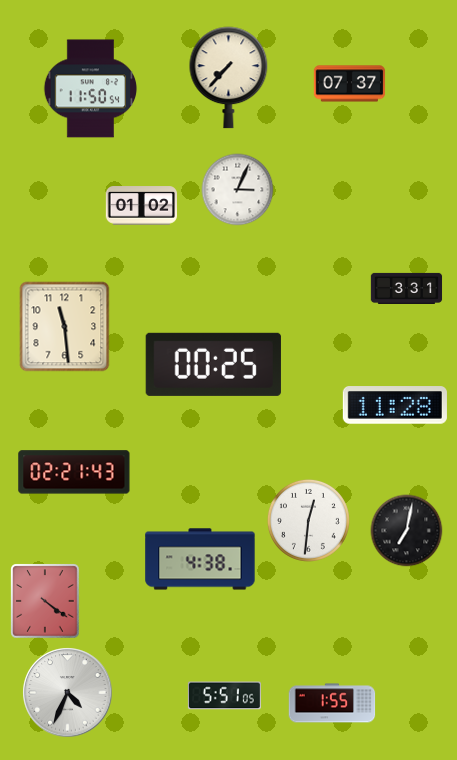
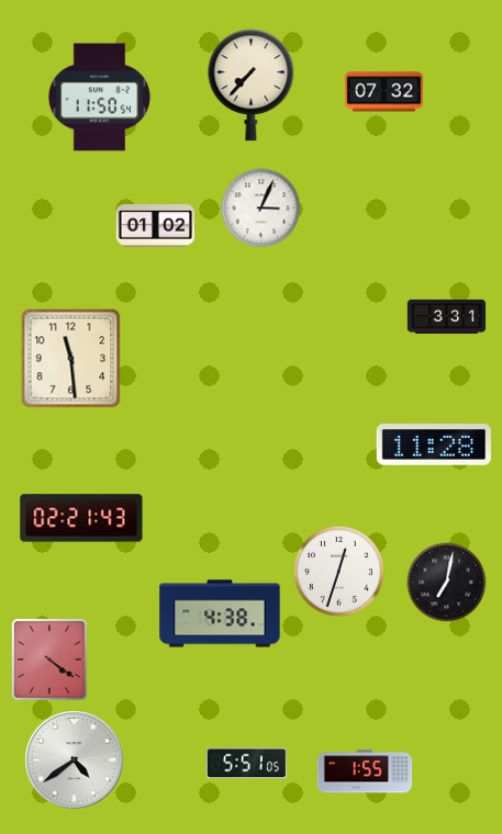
clock at (350, 84): 07:37 -> 07:32
clock at (213, 364): 00:25 -> none
clock at (308, 520): 12:31 -> 12:33
clock at (68, 693): 4:34 -> 4:39
